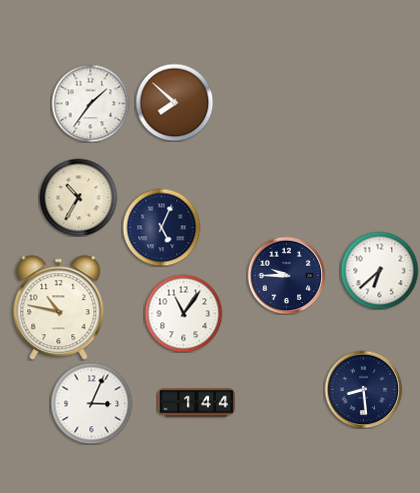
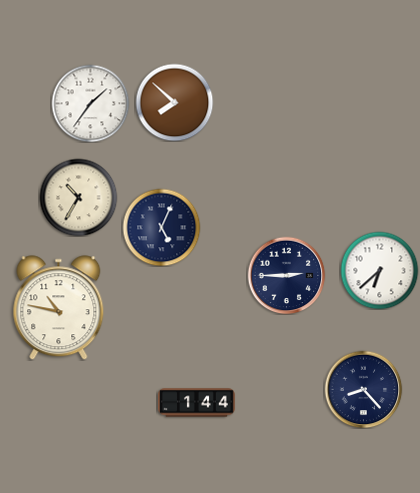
clock at (286, 275): 9:45 -> 2:45
clock at (183, 313): 11:06 -> none
clock at (363, 389): 8:29 -> 8:23
clock at (91, 403): 3:04 -> none
